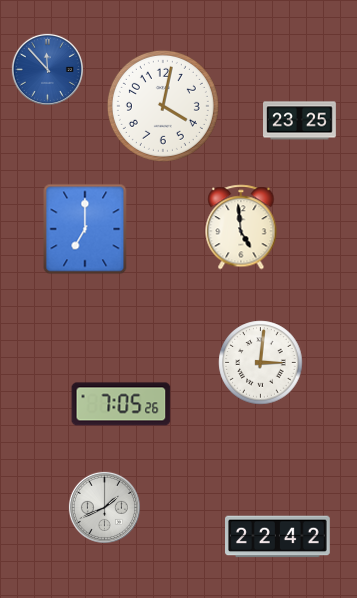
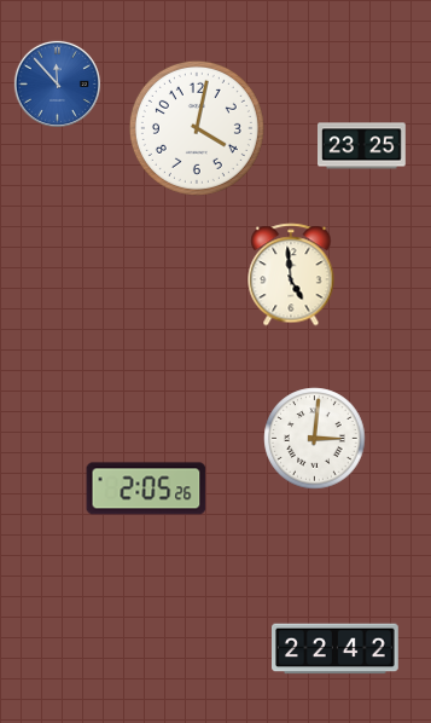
clock at (85, 229): 7:00 -> none
clock at (121, 404): 7:05 -> 2:05
clock at (104, 507): 1:41 -> none
